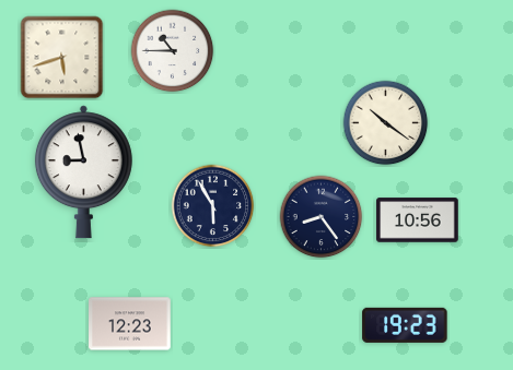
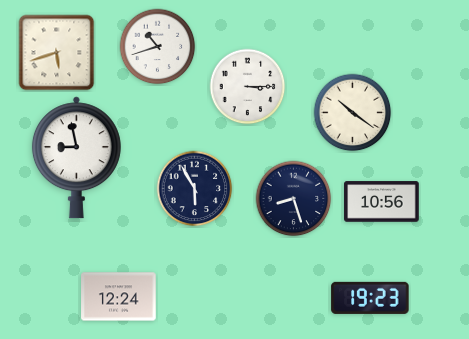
clock at (173, 51): 10:45 -> 10:42
clock at (248, 87): none -> 3:15
clock at (322, 217): 8:24 -> 8:27
clock at (130, 324): 12:23 -> 12:24
